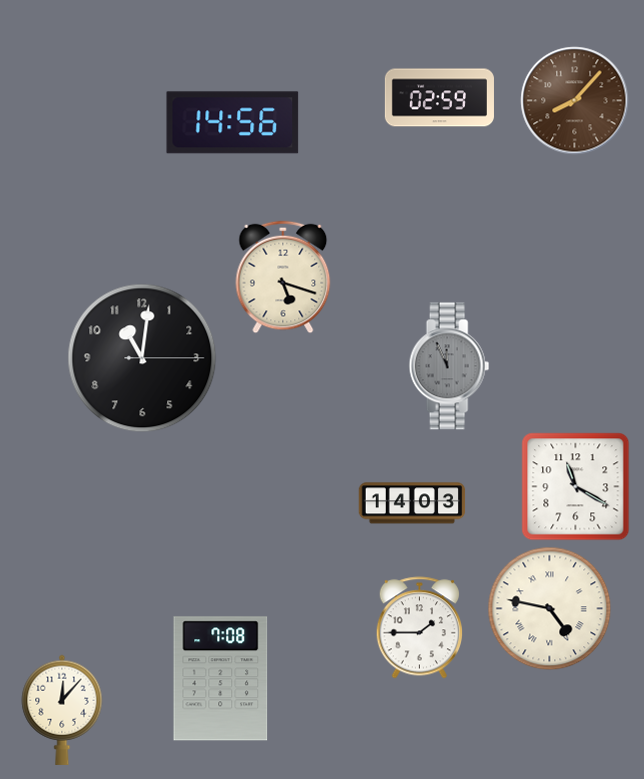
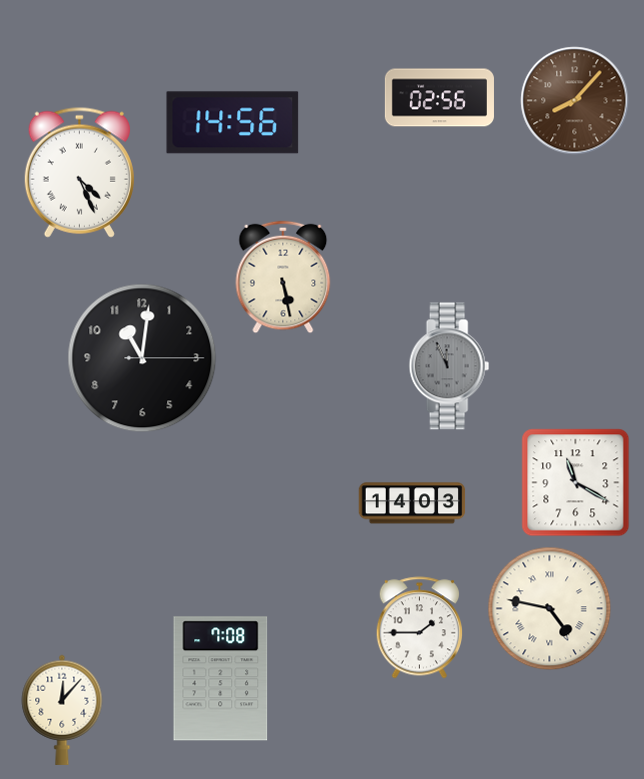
clock at (439, 98): 02:59 -> 02:56
clock at (79, 172): none -> 4:26
clock at (283, 277): 5:18 -> 5:28
clock at (576, 487) position: (576, 487) -> (576, 483)
